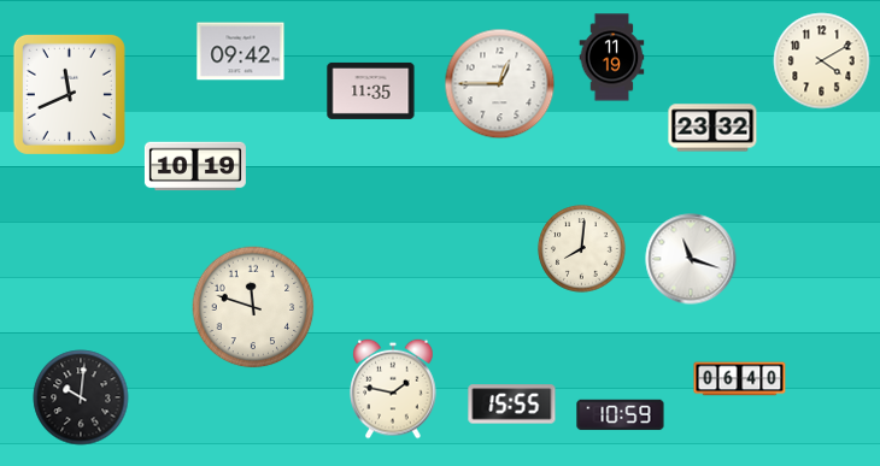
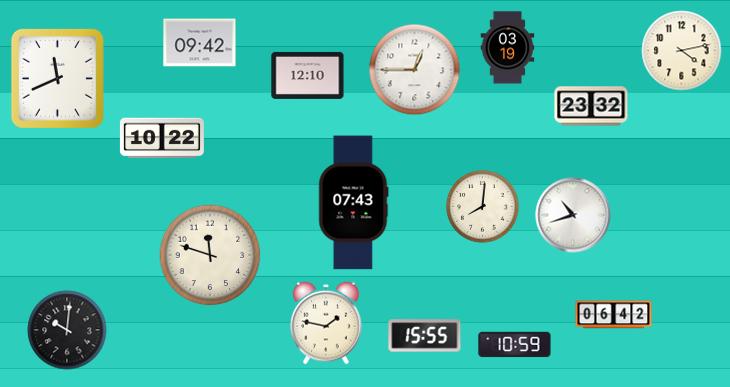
clock at (612, 58): 11:19 -> 03:19
clock at (822, 61): 4:10 -> 4:13
clock at (371, 90): 11:35 -> 12:10
clock at (195, 166): 10:19 -> 10:22
clock at (354, 203): none -> 07:43
clock at (691, 259): 11:18 -> 10:42
clock at (740, 379): 06:40 -> 06:42
